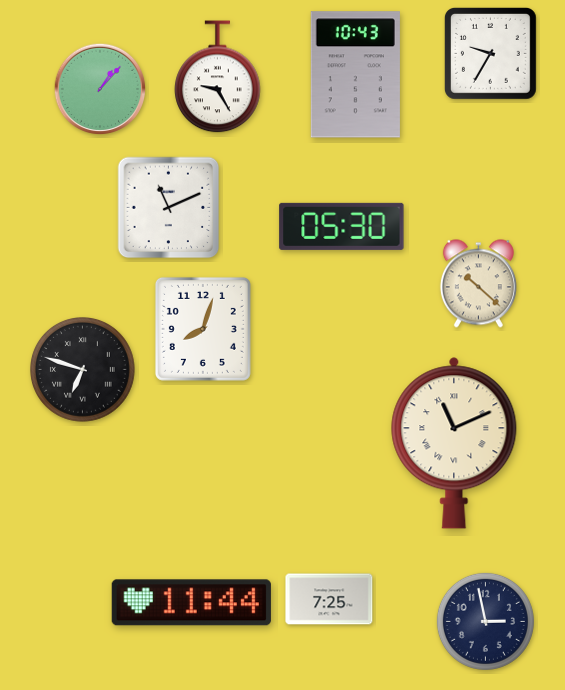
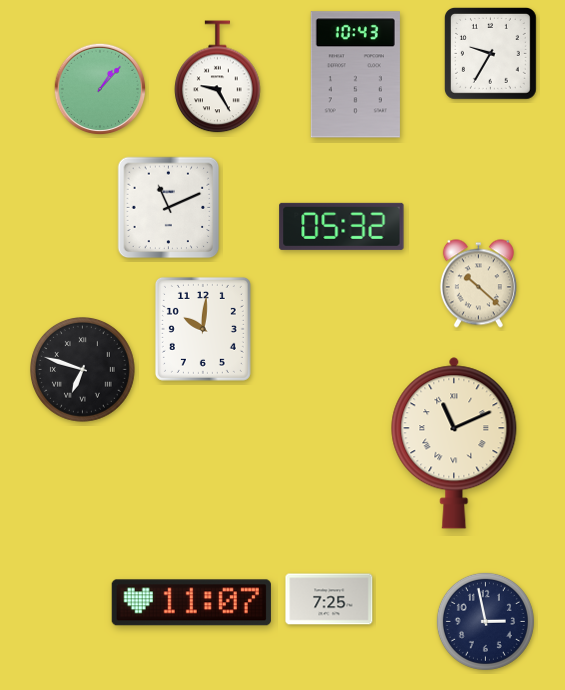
clock at (342, 226): 05:30 -> 05:32
clock at (203, 329): 8:03 -> 10:01
clock at (191, 603): 11:44 -> 11:07
